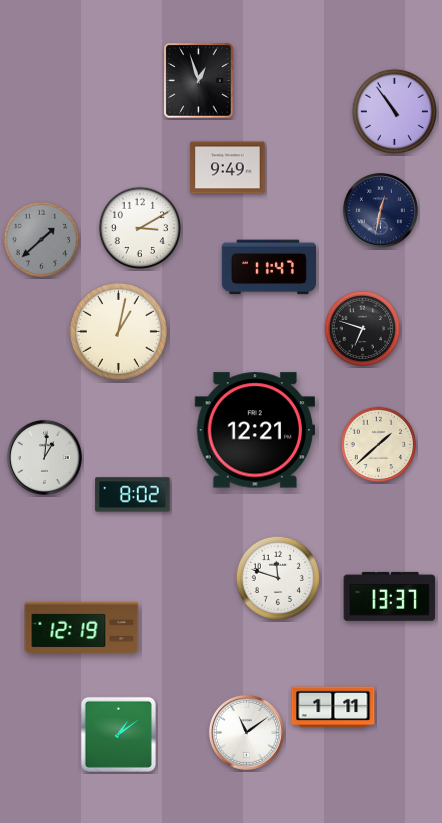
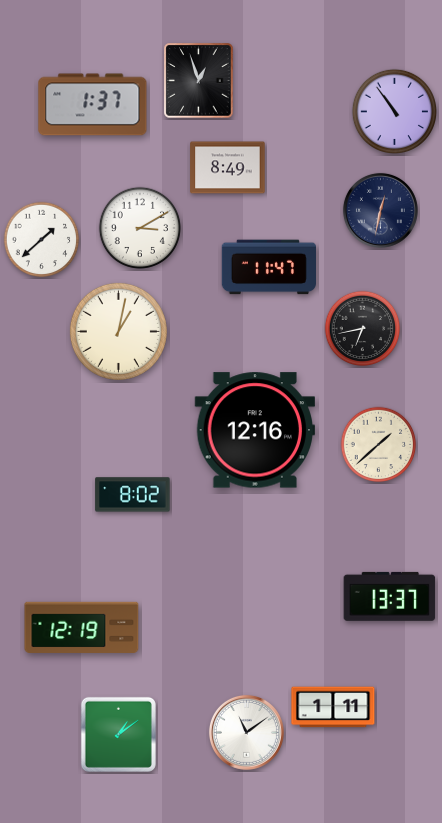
clock at (93, 105): none -> 1:37
clock at (228, 168): 9:49 -> 8:49
clock at (42, 240) dial: grey -> white
clock at (363, 329): 6:48 -> 6:43
clock at (254, 430): 12:21 -> 12:16
clock at (44, 457): 1:01 -> none
clock at (277, 577): 11:48 -> none
